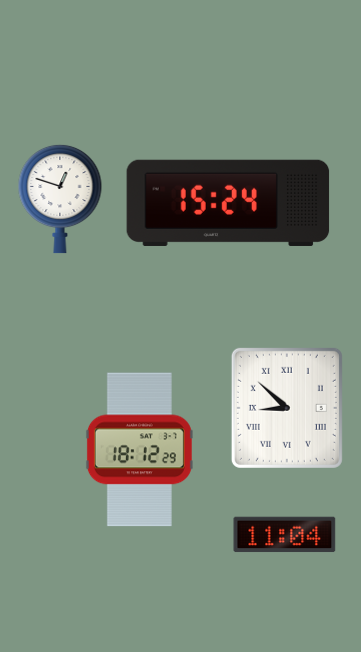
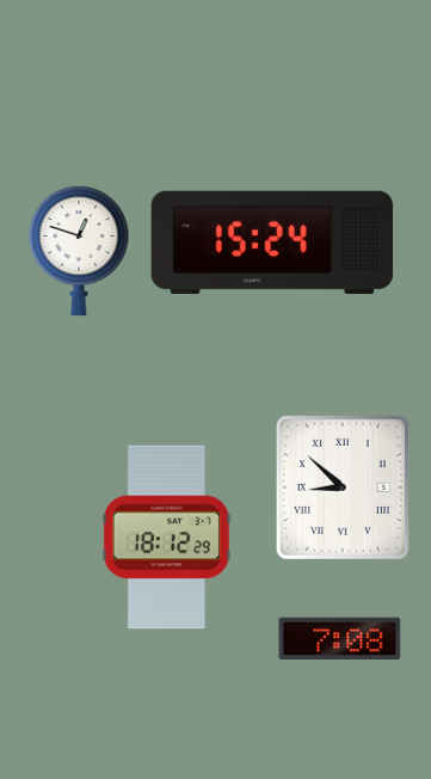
clock at (60, 199) position: (60, 199) -> (79, 251)
clock at (285, 535): 11:04 -> 7:08
